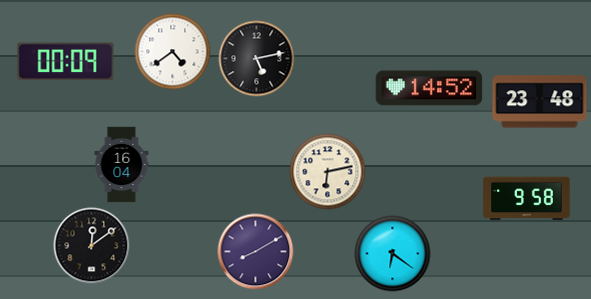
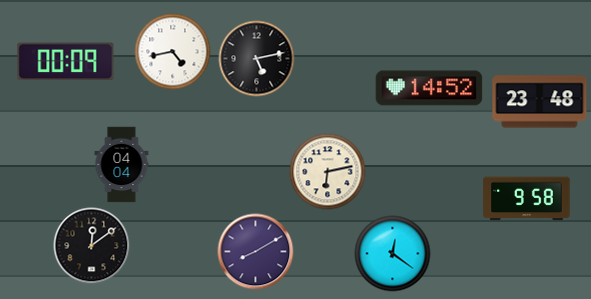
clock at (173, 52): 4:39 -> 4:43
clock at (122, 165): 16:04 -> 04:04
clock at (393, 254): 6:21 -> 12:21
